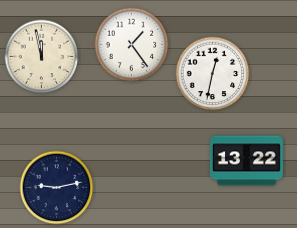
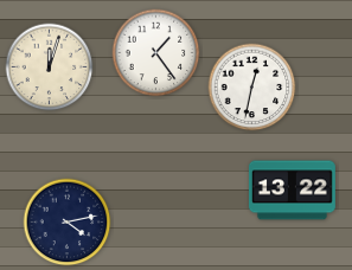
clock at (42, 57): 11:58 -> 12:03
clock at (57, 188): 9:13 -> 4:13
